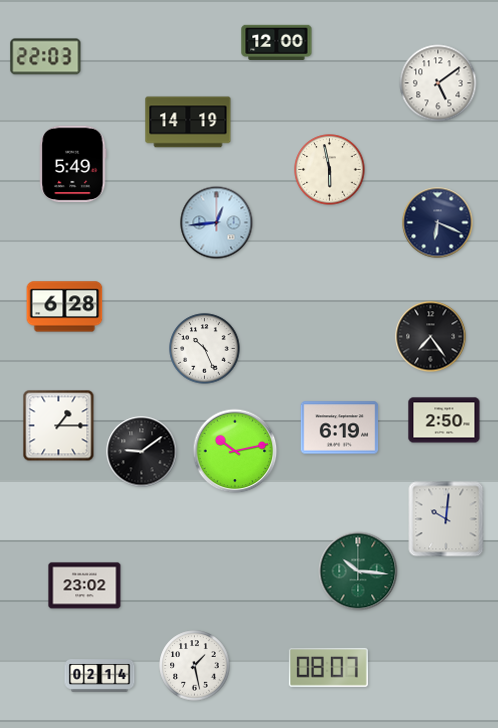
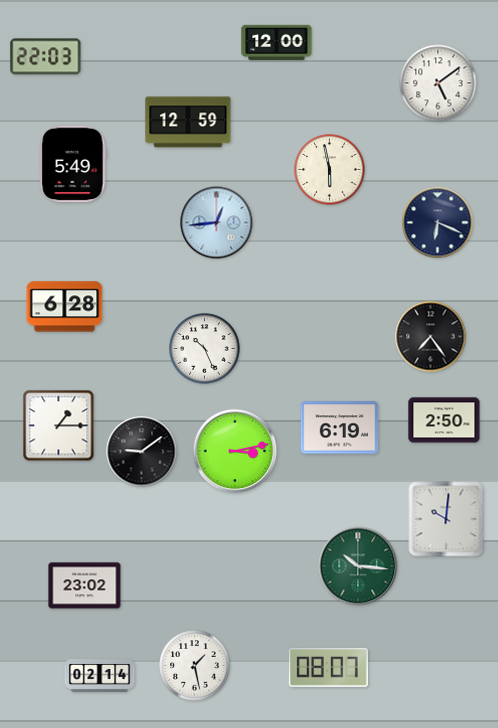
clock at (188, 122): 14:19 -> 12:59
clock at (235, 451): 10:13 -> 3:13
clock at (358, 571) position: (358, 571) -> (358, 566)
